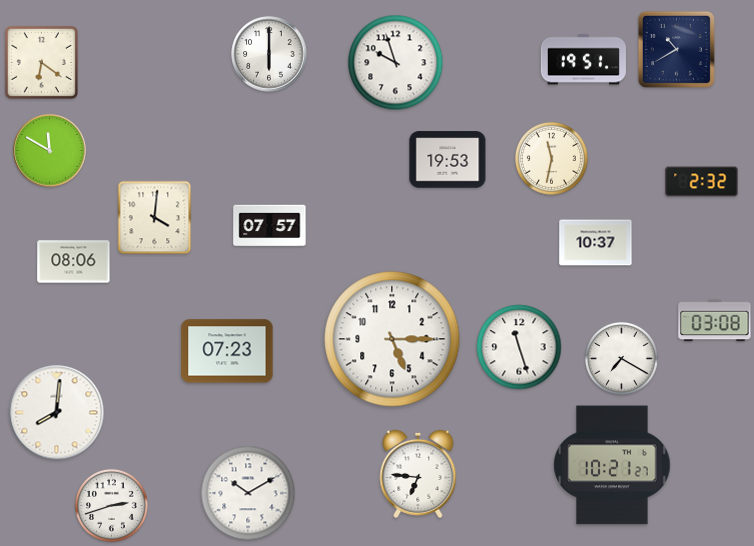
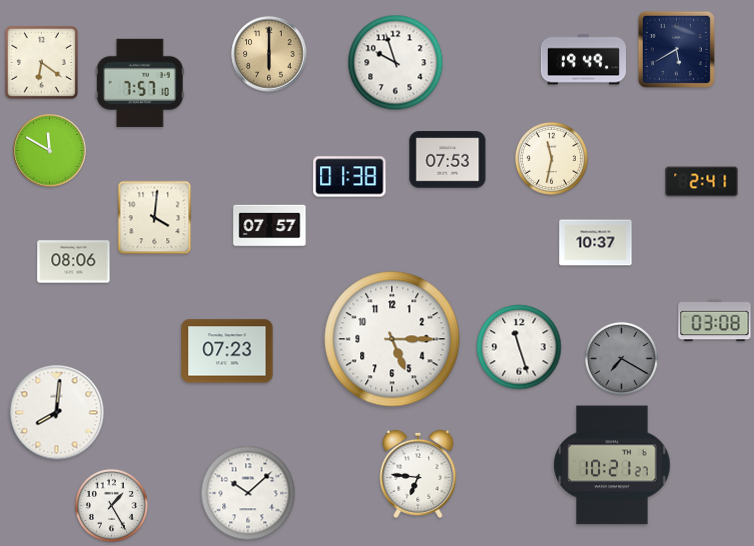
clock at (676, 49): 10:40 -> 5:40
clock at (269, 54) dial: white -> champagne
clock at (583, 60): 19:51 -> 19:49
clock at (140, 83): none -> 7:57
clock at (448, 160): 19:53 -> 07:53
clock at (350, 177): none -> 01:38
clock at (702, 182): 2:32 -> 2:41
clock at (621, 358) dial: white -> grey
clock at (248, 493): 10:10 -> 10:08
clock at (111, 505): 2:42 -> 1:25
